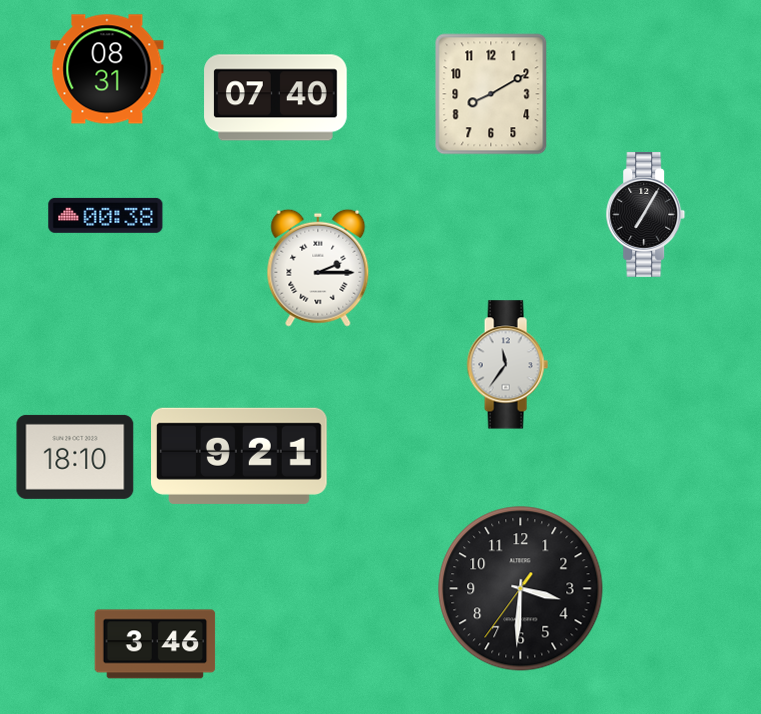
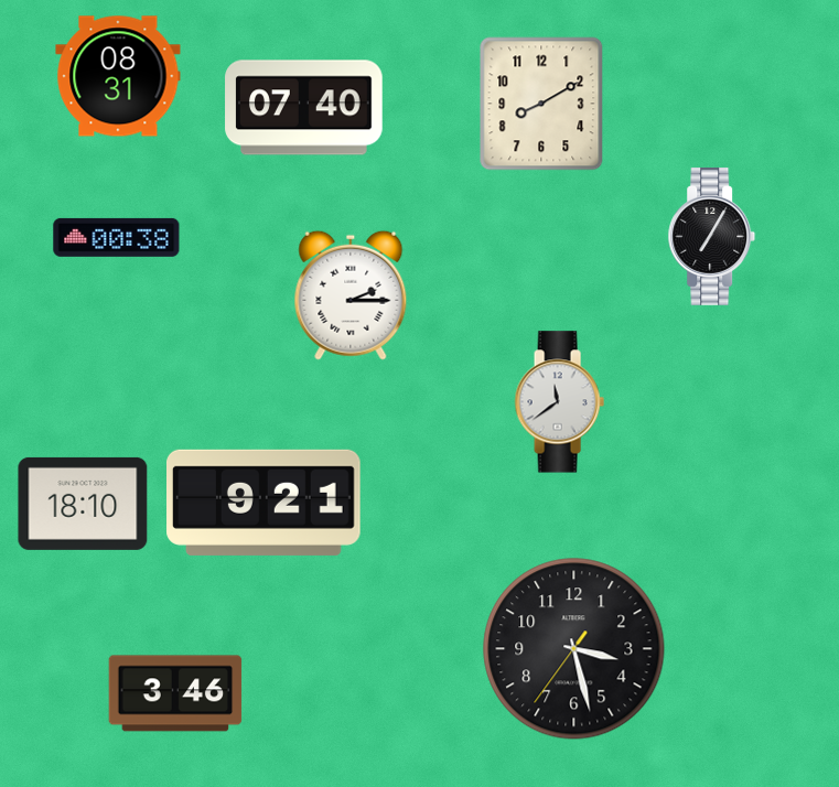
clock at (507, 365): 11:36 -> 11:39
clock at (521, 589): 3:30 -> 3:27
clock at (155, 644) position: (155, 644) -> (175, 693)
